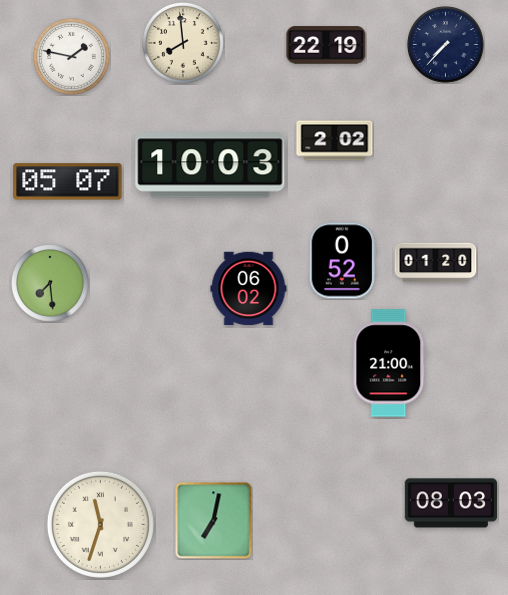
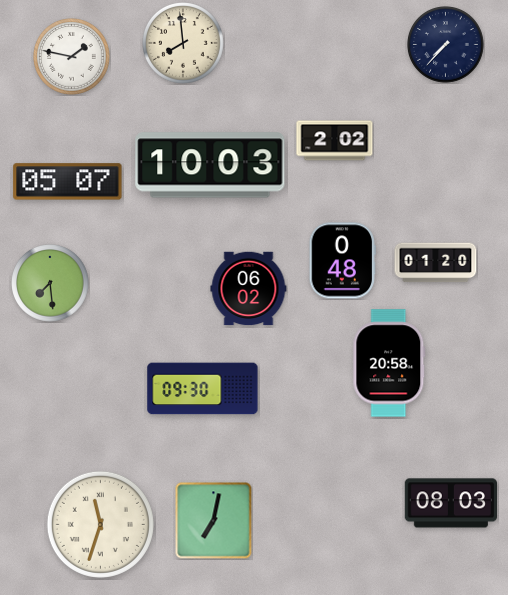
clock at (326, 45): 22:19 -> none
clock at (342, 261): 0:52 -> 0:48
clock at (389, 363): 21:00 -> 20:58
clock at (203, 389): none -> 09:30
